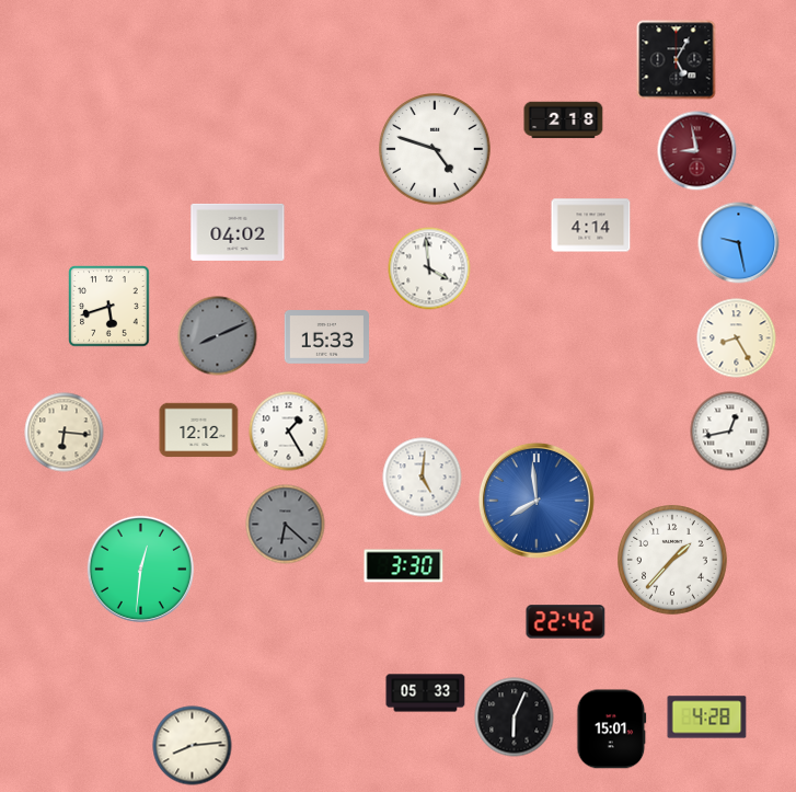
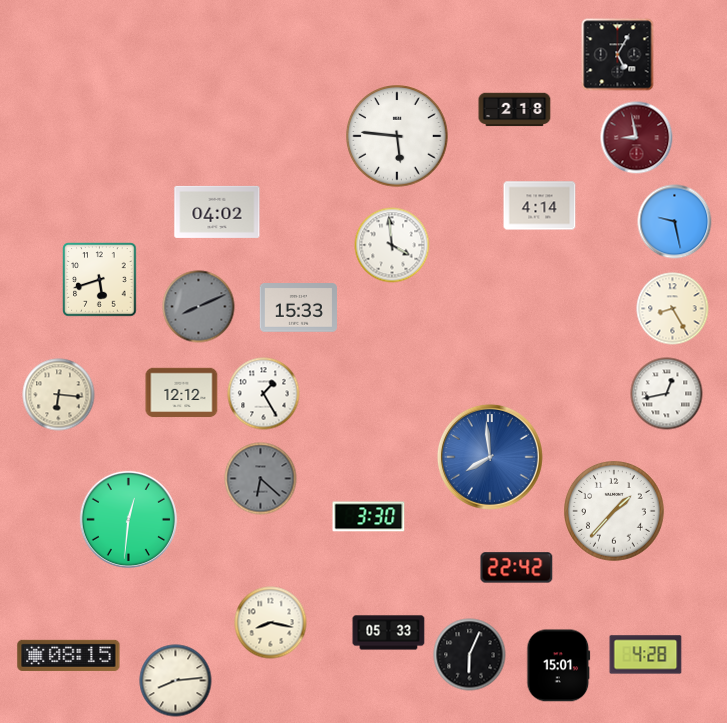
clock at (435, 149): 4:48 -> 5:46
clock at (423, 478): 5:01 -> none
clock at (271, 623): none -> 8:17
clock at (69, 655): none -> 08:15
